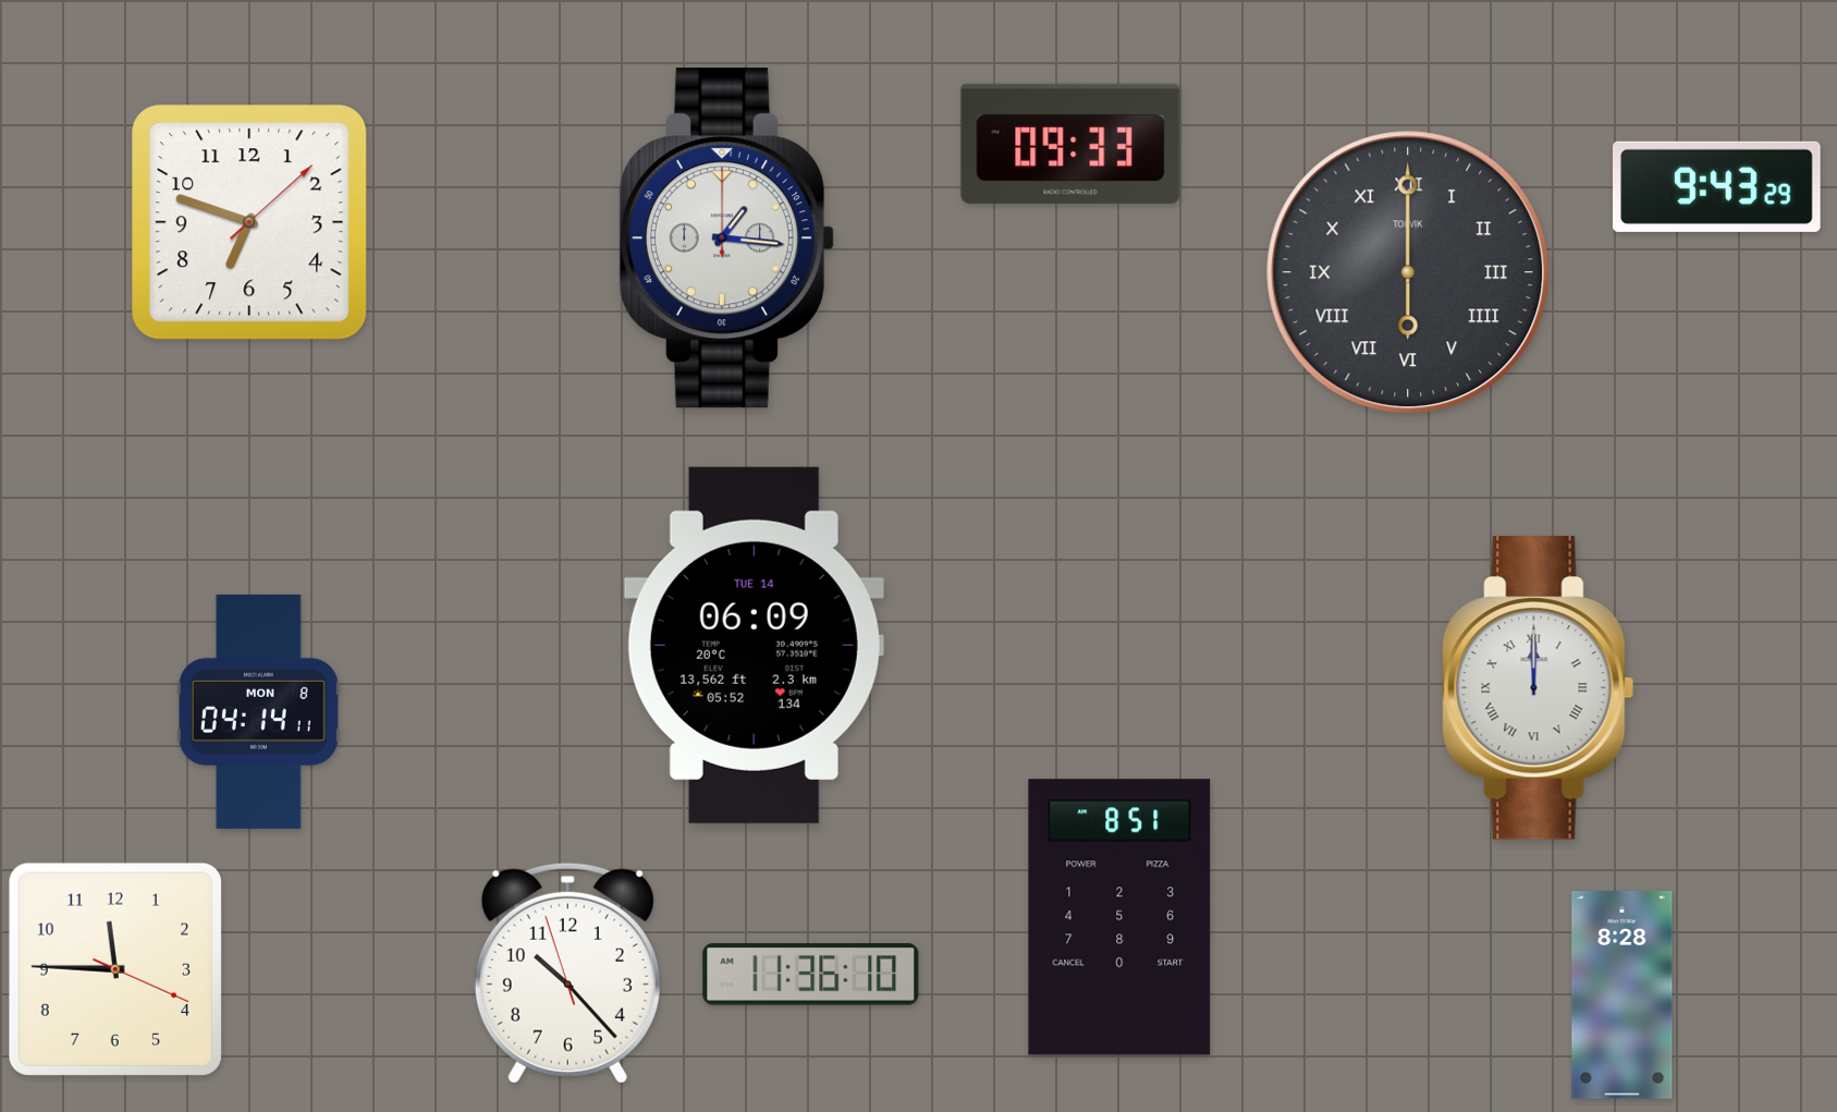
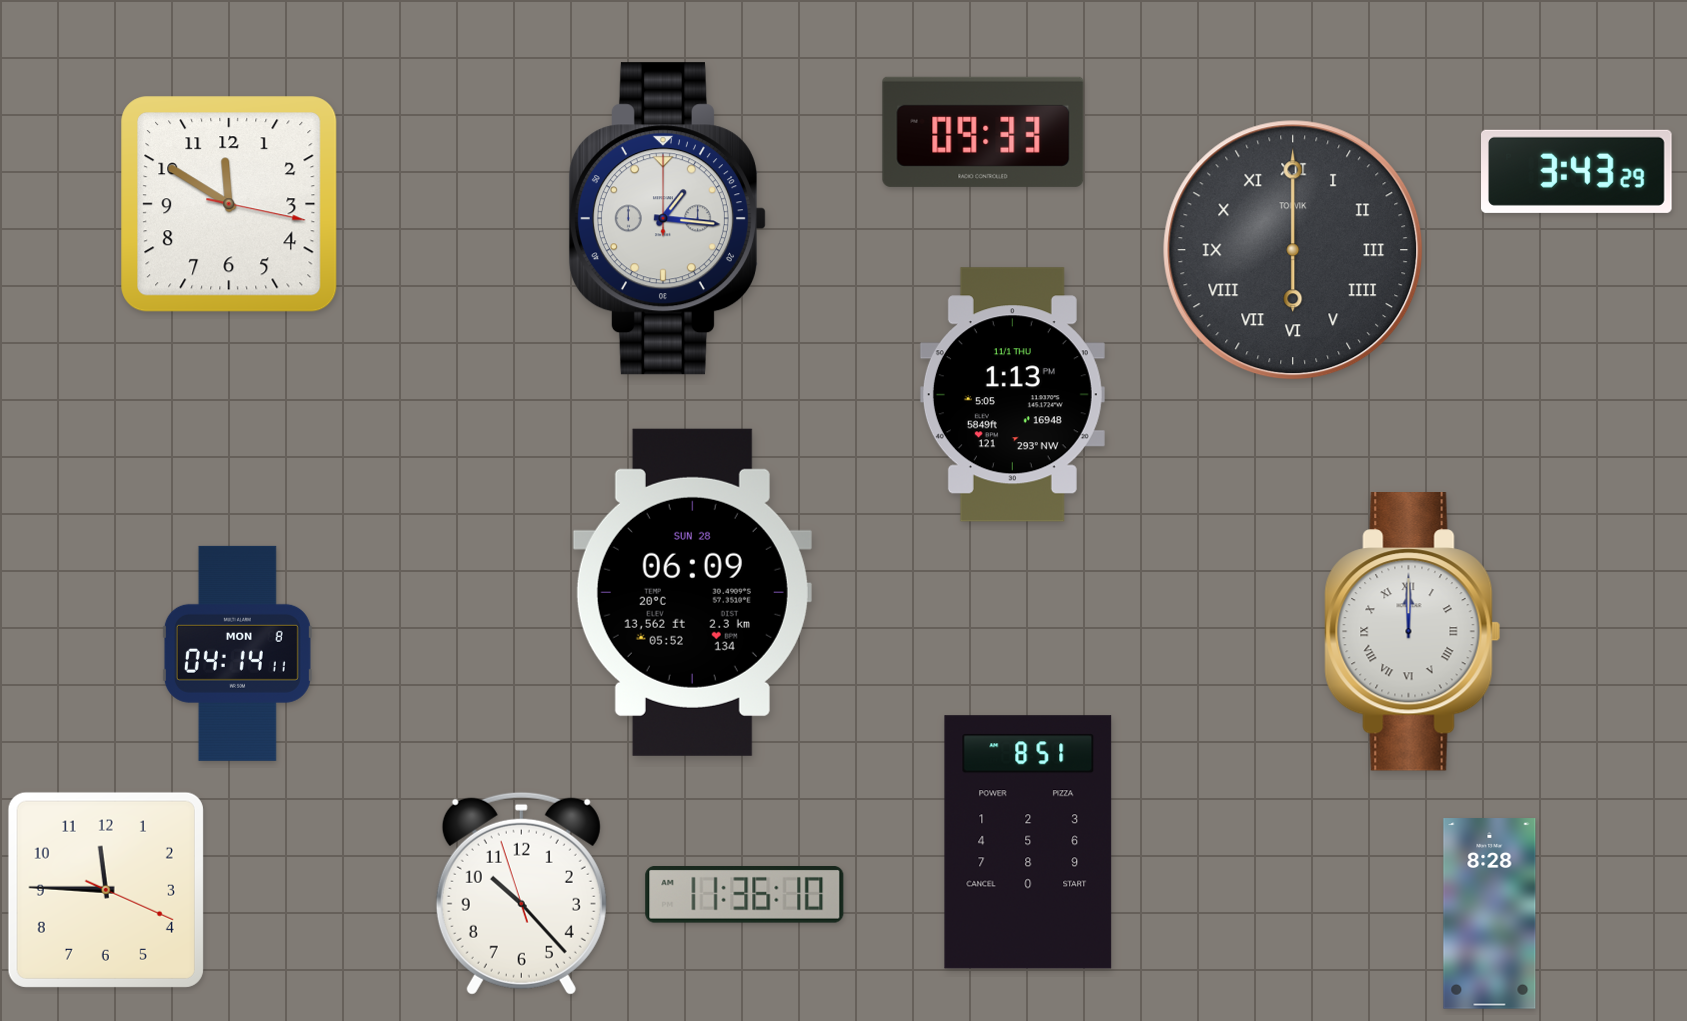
clock at (1717, 186): 9:43 -> 3:43
clock at (249, 222): 6:48 -> 11:50
clock at (1012, 395): none -> 1:13
clock at (754, 645) date: TUE 14 -> SUN 28
